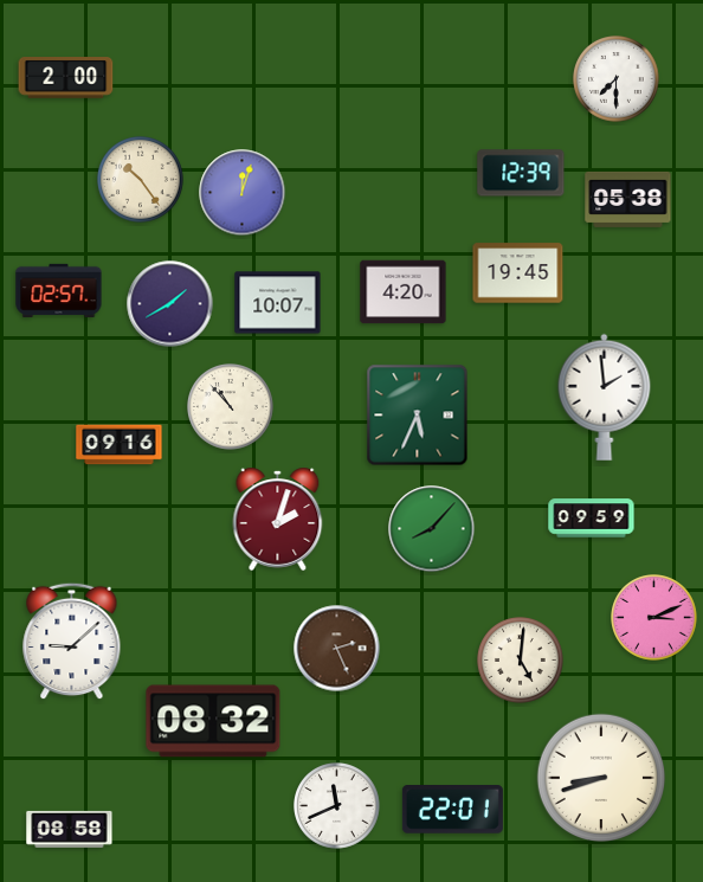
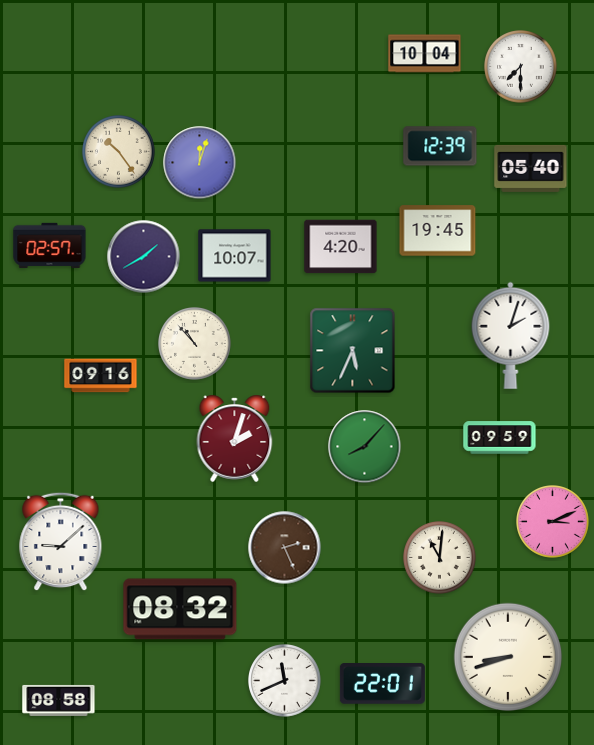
clock at (425, 54): none -> 10:04
clock at (66, 78): 2:00 -> none
clock at (243, 193) position: (243, 193) -> (200, 163)
clock at (628, 199): 05:38 -> 05:40
clock at (605, 397): 1:59 -> 2:03
clock at (521, 661): 5:01 -> 11:01
